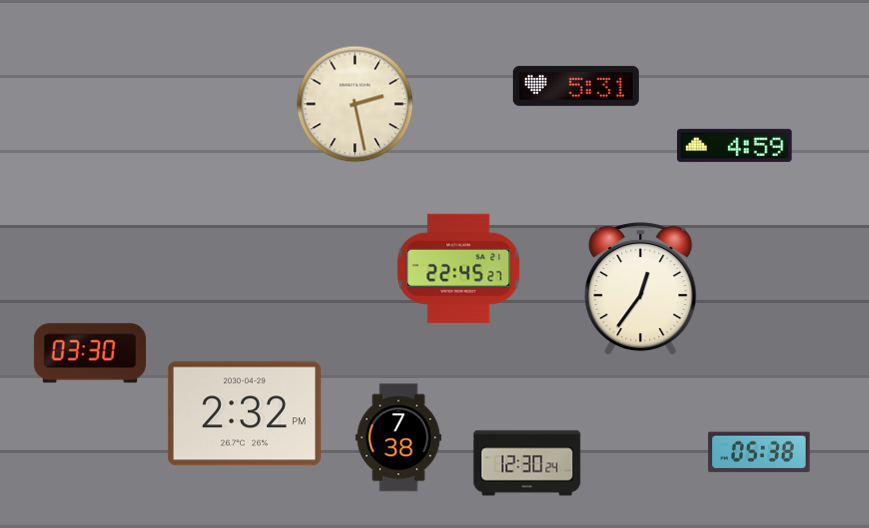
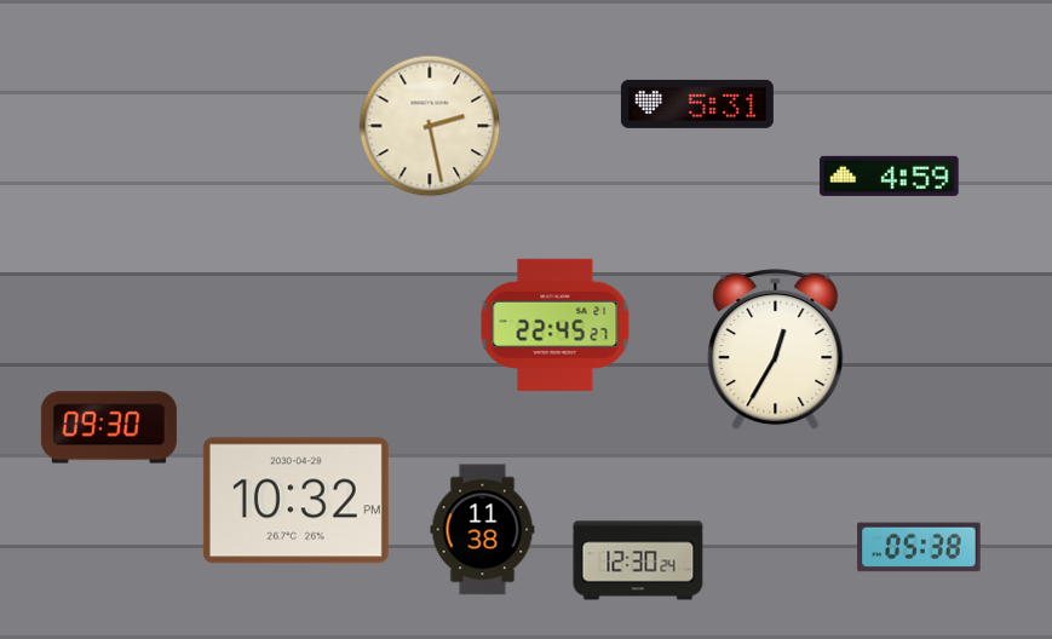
clock at (641, 290): 12:36 -> 12:35
clock at (90, 353): 03:30 -> 09:30
clock at (244, 414): 2:32 -> 10:32
clock at (399, 438): 7:38 -> 11:38
